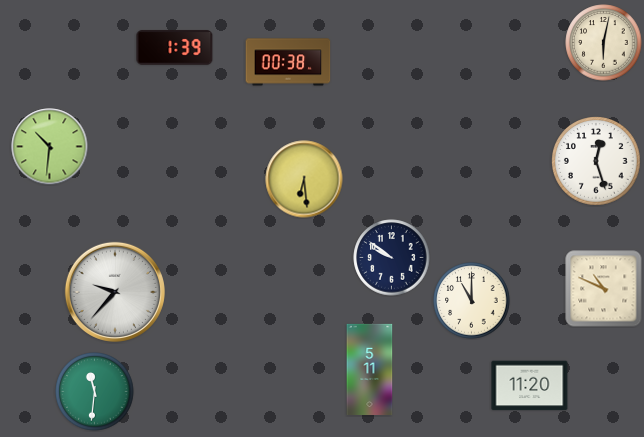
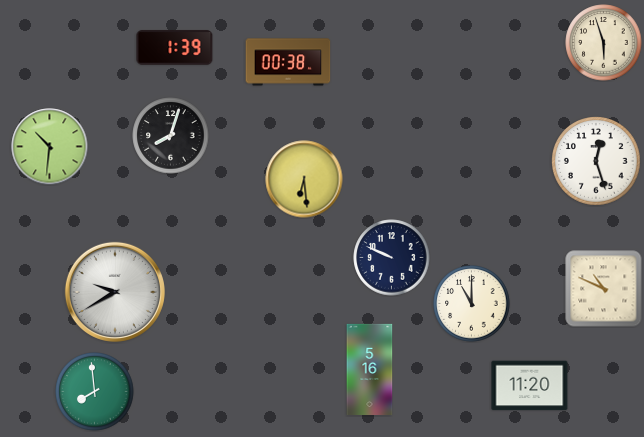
clock at (604, 43): 6:02 -> 5:57
clock at (171, 136): none -> 8:03
clock at (392, 258): 9:51 -> 9:49
clock at (115, 292): 9:37 -> 9:40
clock at (472, 301) position: (472, 301) -> (472, 304)
clock at (370, 369): 5:11 -> 5:16
clock at (95, 392): 11:31 -> 7:59
